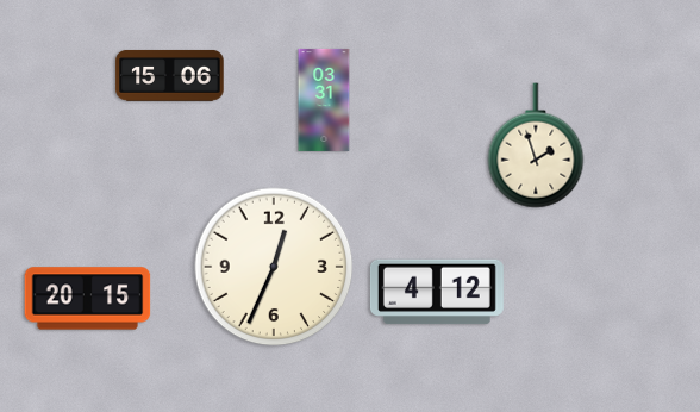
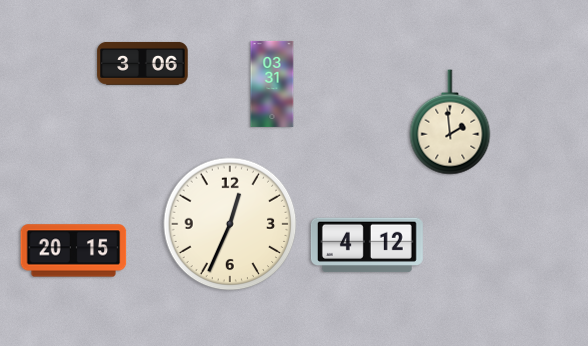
clock at (170, 75): 15:06 -> 3:06
clock at (536, 145): 1:57 -> 1:59
